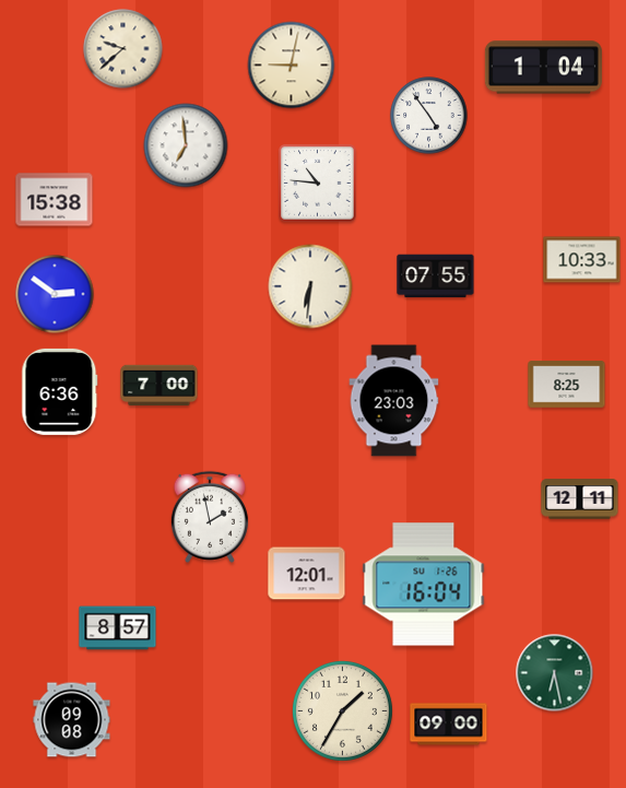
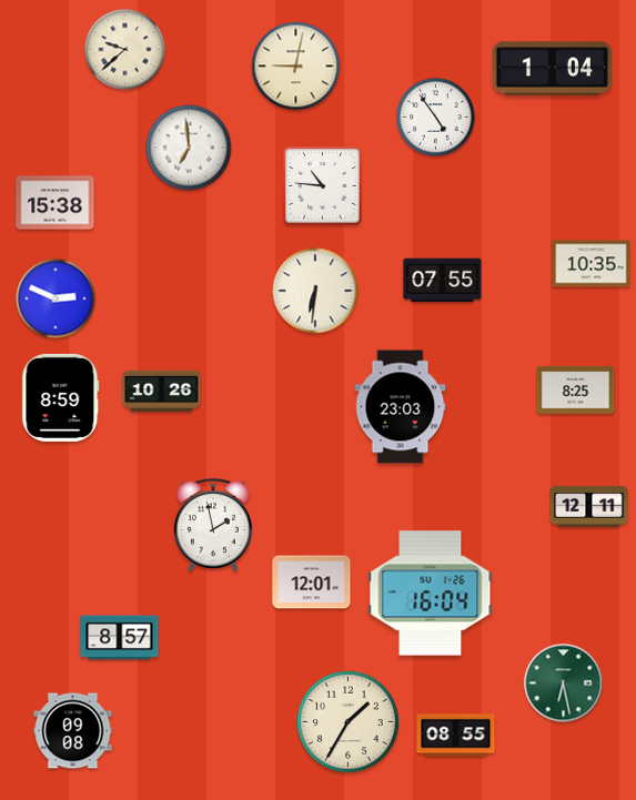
clock at (582, 260): 10:33 -> 10:35
clock at (55, 294): 2:51 -> 2:49
clock at (160, 386): 7:00 -> 10:26
clock at (60, 391): 6:36 -> 8:59
clock at (449, 725): 09:00 -> 08:55
